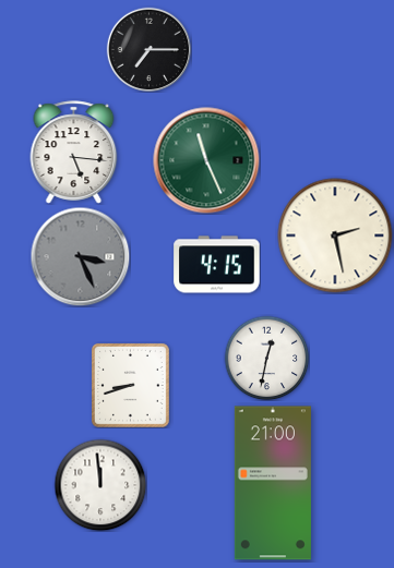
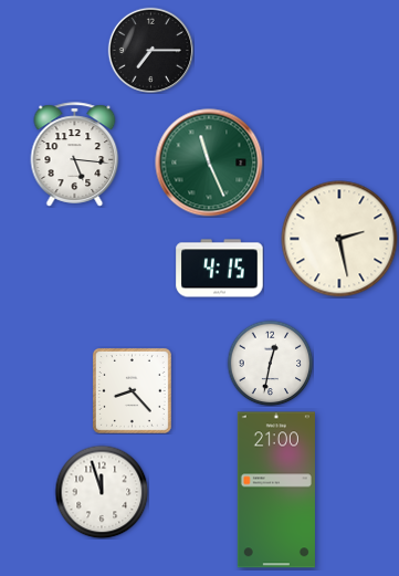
clock at (80, 256): 3:26 -> none
clock at (130, 386): 8:42 -> 8:23
clock at (100, 485): 11:59 -> 11:57
